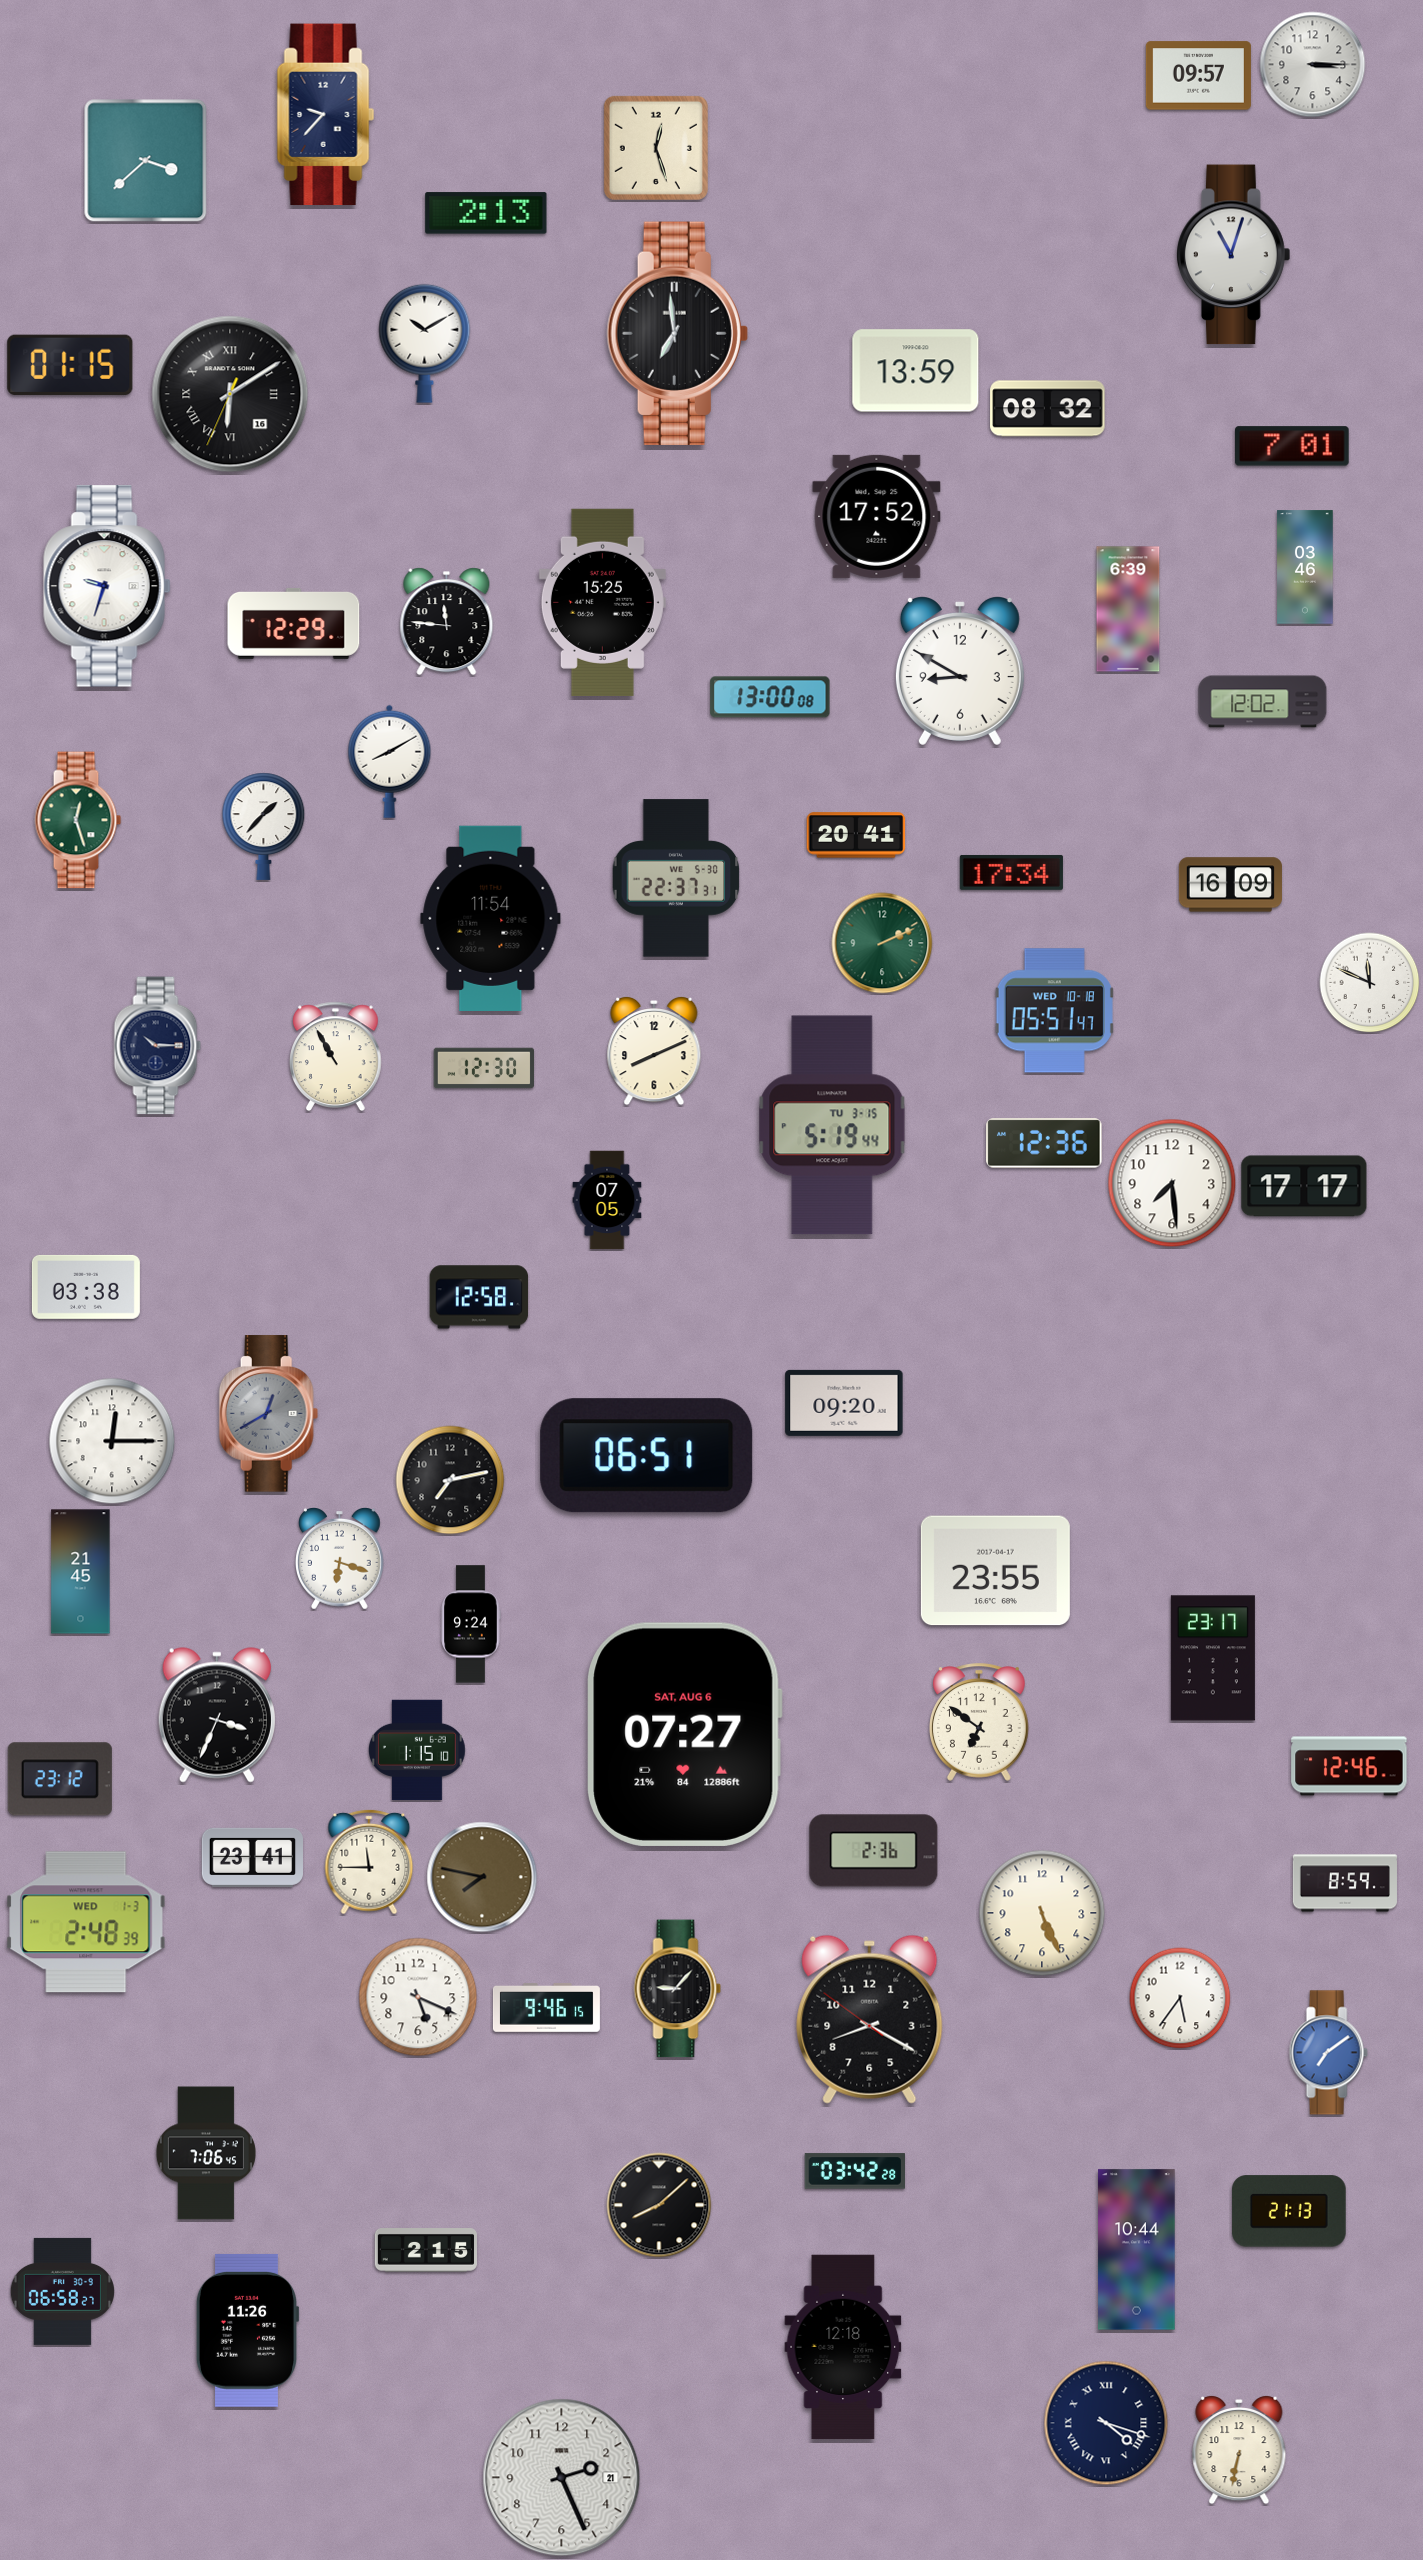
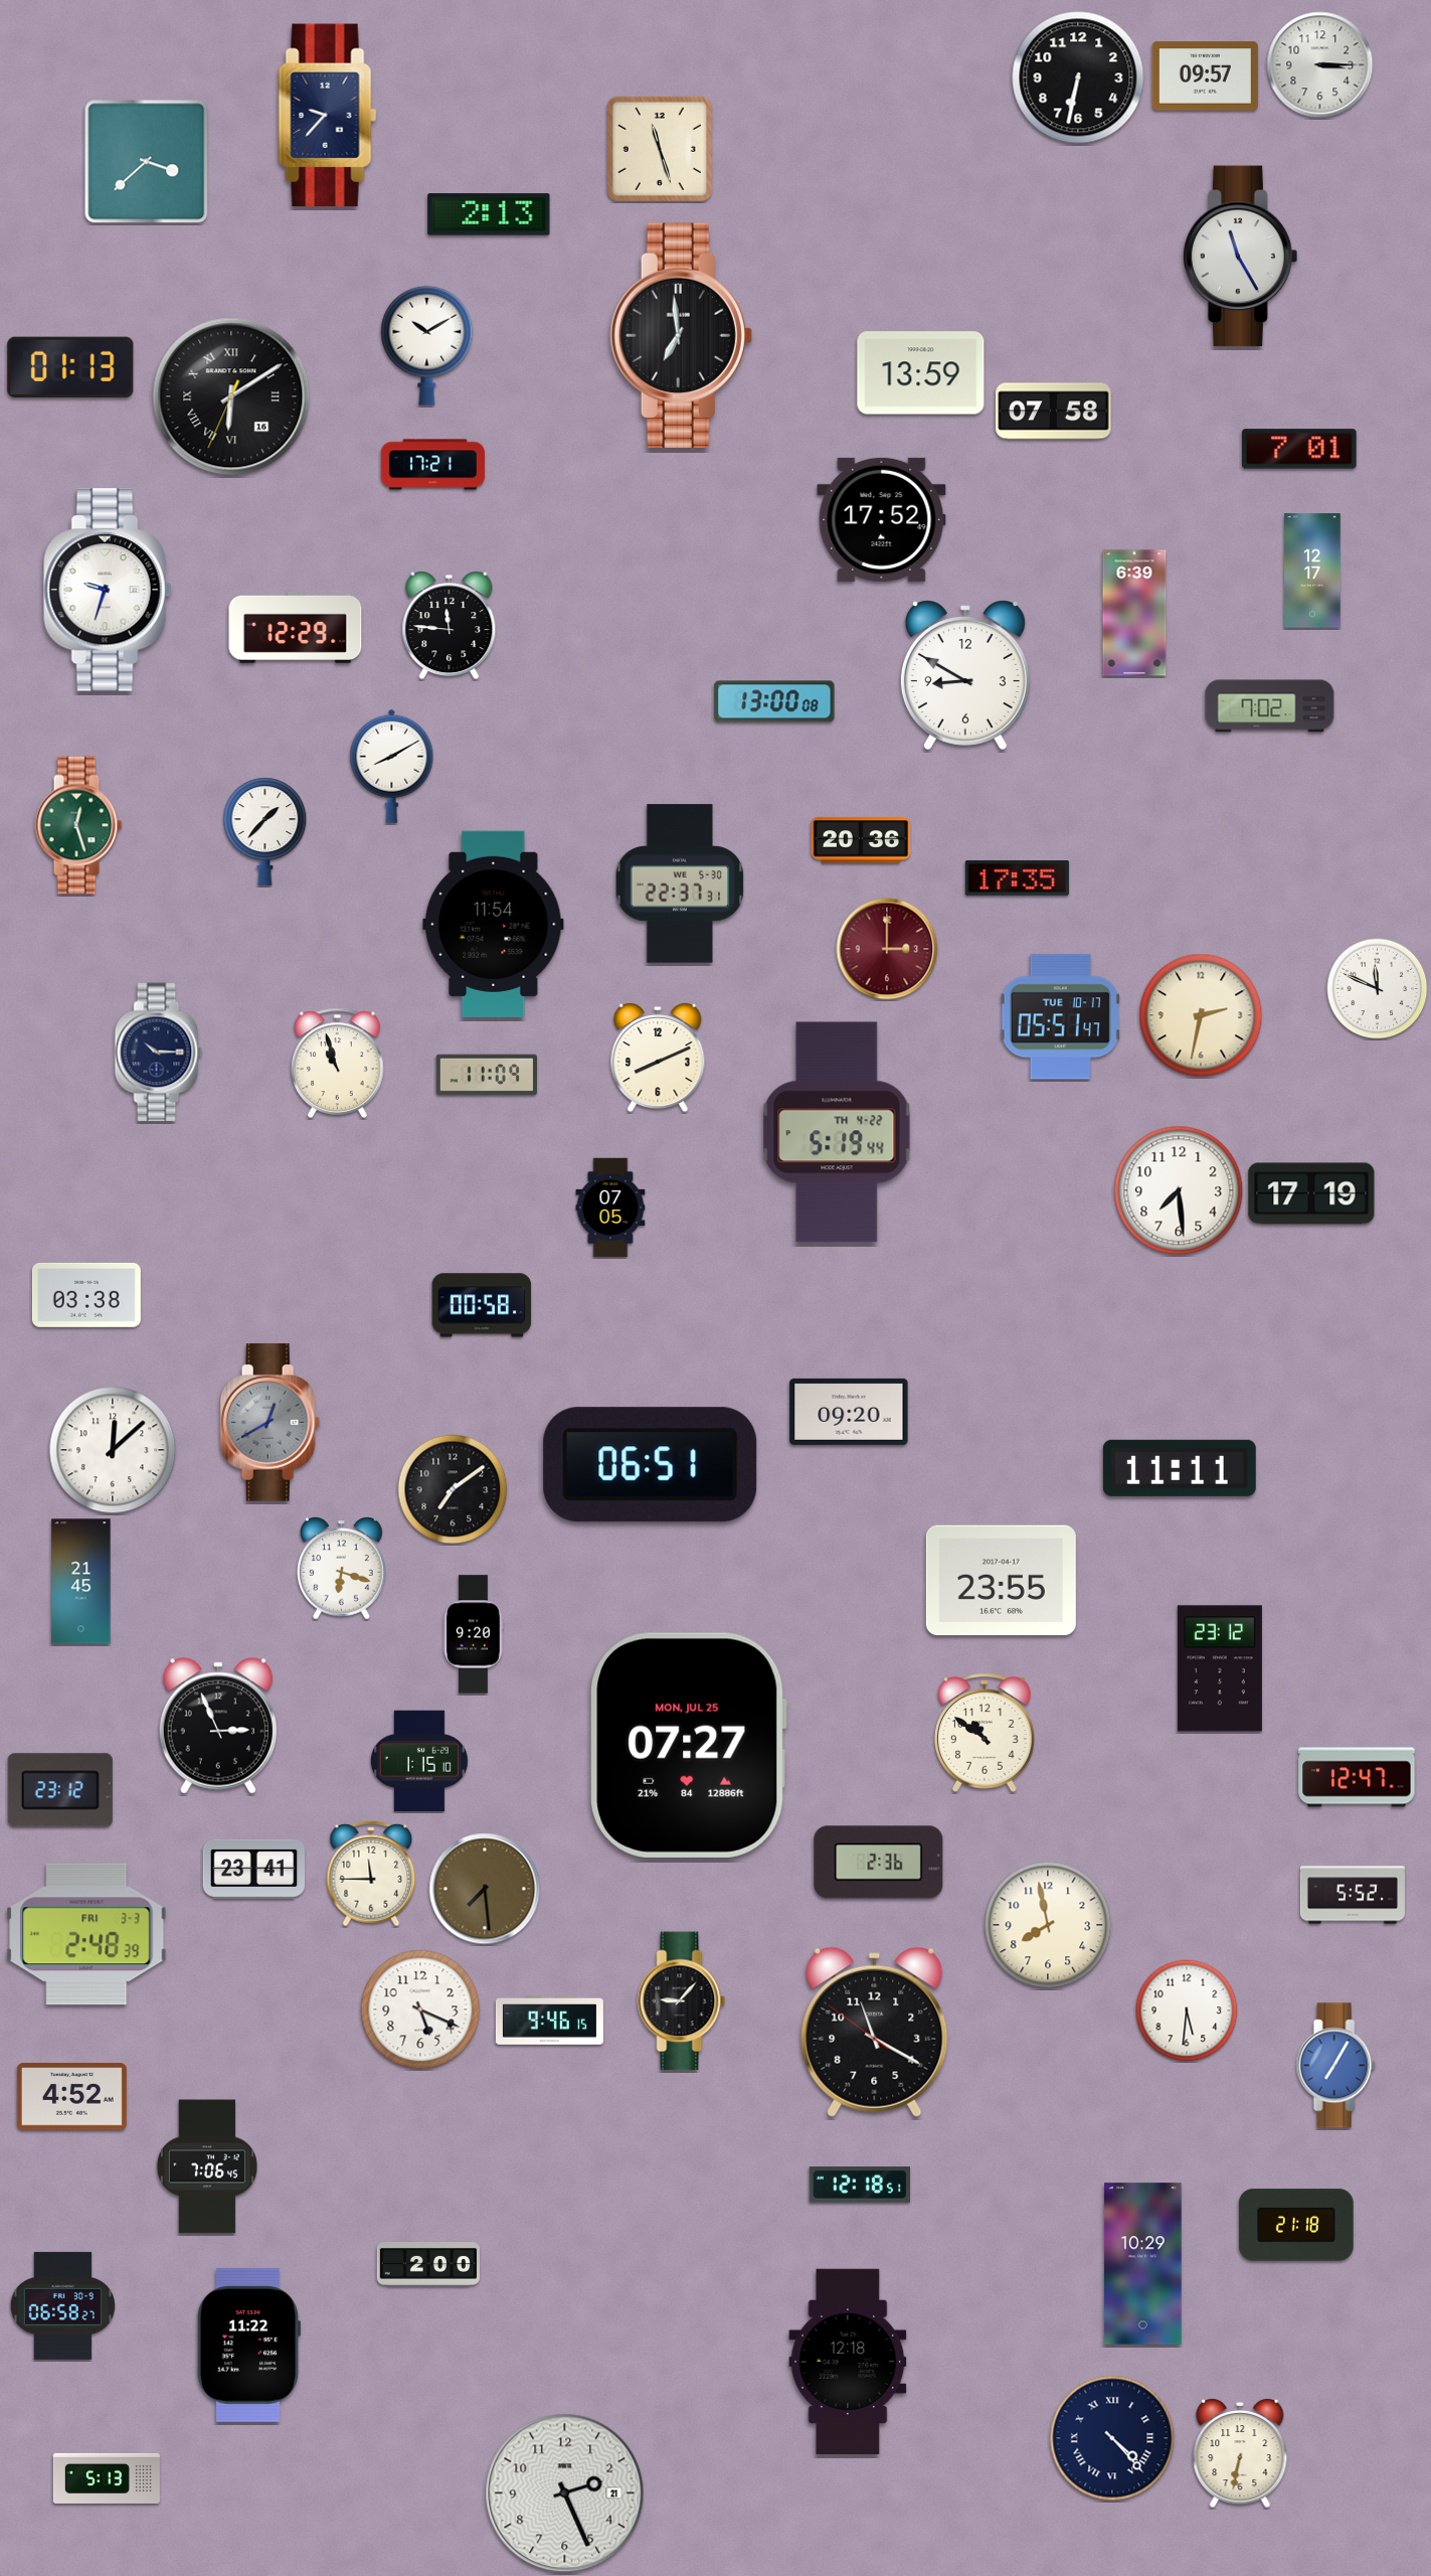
clock at (1078, 77): none -> 6:32
clock at (656, 148): 12:27 -> 11:27
clock at (1234, 255): 11:03 -> 11:25
clock at (70, 365): 01:15 -> 01:13
clock at (1048, 409): 08:32 -> 07:58
clock at (432, 465): none -> 17:21
clock at (1305, 567): 03:46 -> 12:17
clock at (602, 602): 15:25 -> none
clock at (1263, 702): 12:02 -> 7:02
clock at (856, 835): 20:41 -> 20:36
clock at (1011, 873): 17:34 -> 17:35
clock at (1230, 885): 16:09 -> none
clock at (882, 943): 2:11 -> 3:00
clock at (882, 943) dial: green -> burgundy
clock at (1201, 1015): none -> 2:32
clock at (1054, 1011) date: WED 10-18 -> TUE 10-17
clock at (335, 1056): 10:55 -> 10:57
clock at (484, 1068): 12:30 -> 11:09
clock at (832, 1125) date: TU 3-15 -> TH 4-22
clock at (1044, 1143): 12:36 -> none
clock at (1304, 1186): 17:17 -> 17:19
clock at (479, 1297): 12:58 -> 00:58
clock at (112, 1441): 12:15 -> 12:08
clock at (1180, 1468): none -> 11:11
clock at (450, 1480): 7:13 -> 7:09
clock at (471, 1624): 9:24 -> 9:20
clock at (1213, 1658): 23:17 -> 23:12
clock at (217, 1715): 3:34 -> 2:56
clock at (980, 1722): 6:51 -> 10:51
clock at (684, 1734) date: SAT, AUG 6 -> MON, JUL 25
clock at (1349, 1766): 12:46 -> 12:47
clock at (482, 1877): 7:47 -> 7:29
clock at (1345, 1883): 8:59 -> 5:52
clock at (1042, 1913): 5:26 -> 7:58
clock at (86, 1922) date: WED 1-3 -> FRI 3-3
clock at (1180, 1998): 5:36 -> 5:31
clock at (870, 2019): 8:19 -> 11:19
clock at (1328, 2053): 7:09 -> 7:05
clock at (71, 2097): none -> 4:52
clock at (854, 2171): 03:42 -> 12:18
clock at (659, 2205): 8:08 -> none
clock at (1289, 2211): 21:13 -> 21:18
clock at (1137, 2250): 10:44 -> 10:29
clock at (425, 2251): 2:15 -> 2:00
clock at (247, 2330): 11:26 -> 11:22
clock at (1106, 2423): 4:18 -> 4:23
clock at (1239, 2450) position: (1239, 2450) -> (1240, 2453)
clock at (107, 2478): none -> 5:13
